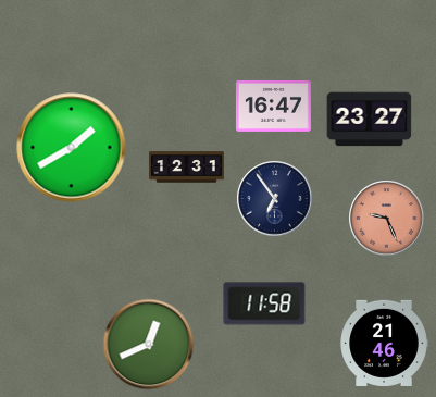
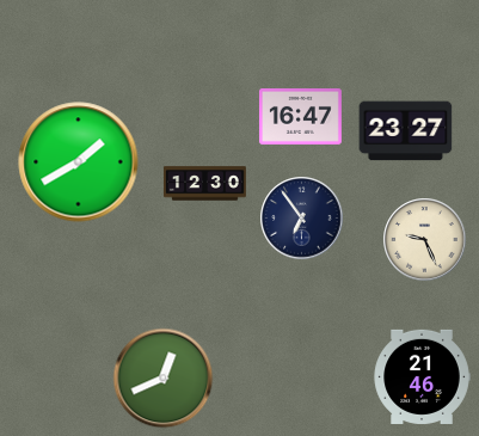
clock at (186, 168): 12:31 -> 12:30
clock at (387, 219) dial: salmon -> cream
clock at (264, 303): 11:58 -> none
